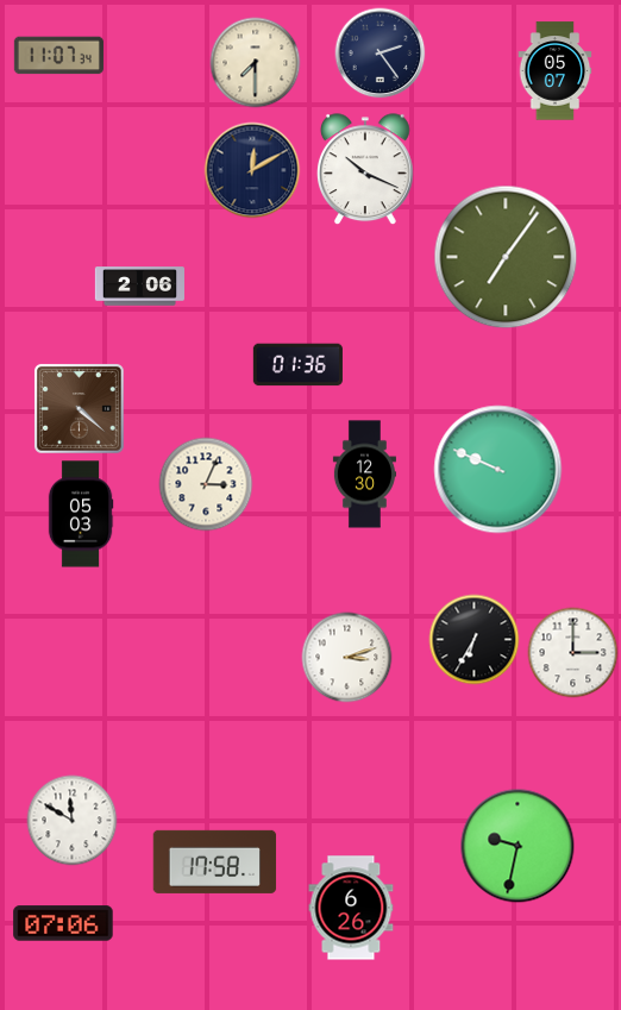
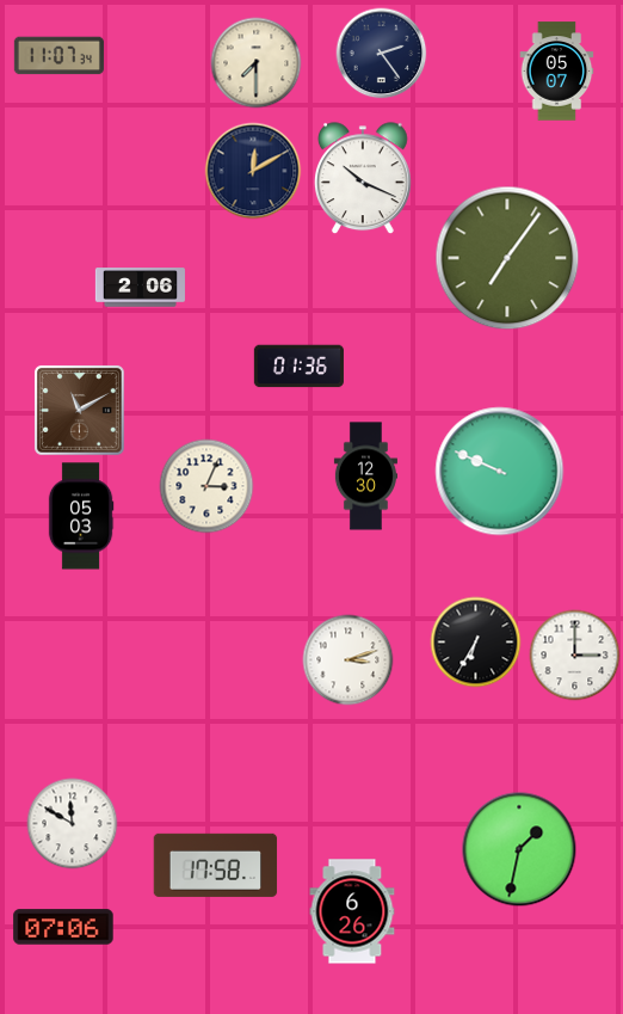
clock at (365, 170) position: (365, 170) -> (363, 179)
clock at (79, 408): 4:22 -> 11:10
clock at (517, 846): 9:32 -> 1:32
